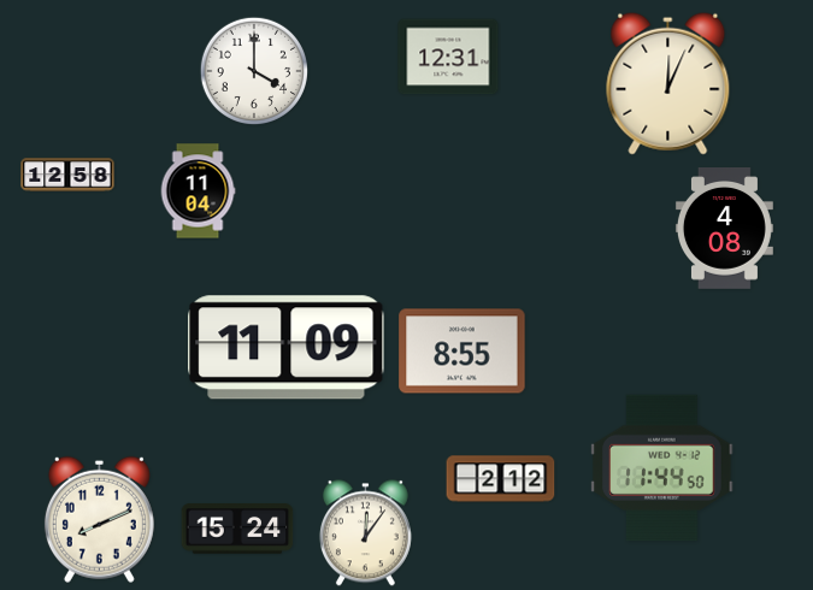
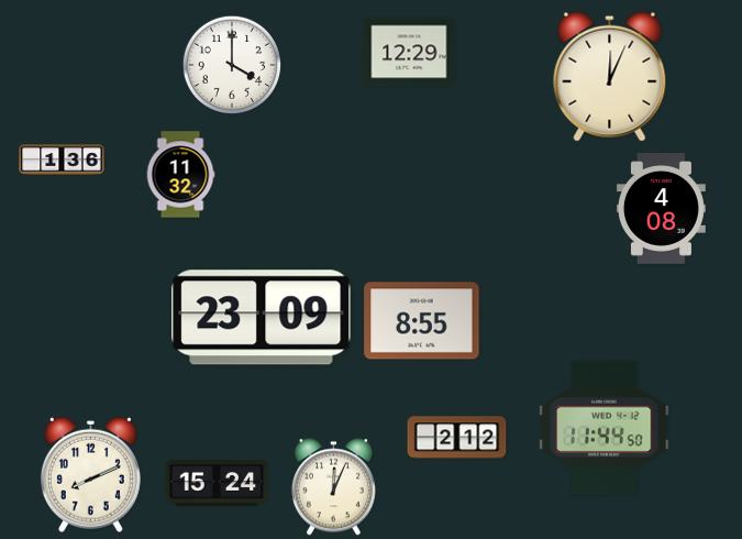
clock at (448, 57): 12:31 -> 12:29
clock at (67, 175): 12:58 -> 1:36
clock at (198, 191): 11:04 -> 11:32
clock at (287, 348): 11:09 -> 23:09
clock at (365, 533): 12:06 -> 12:04
